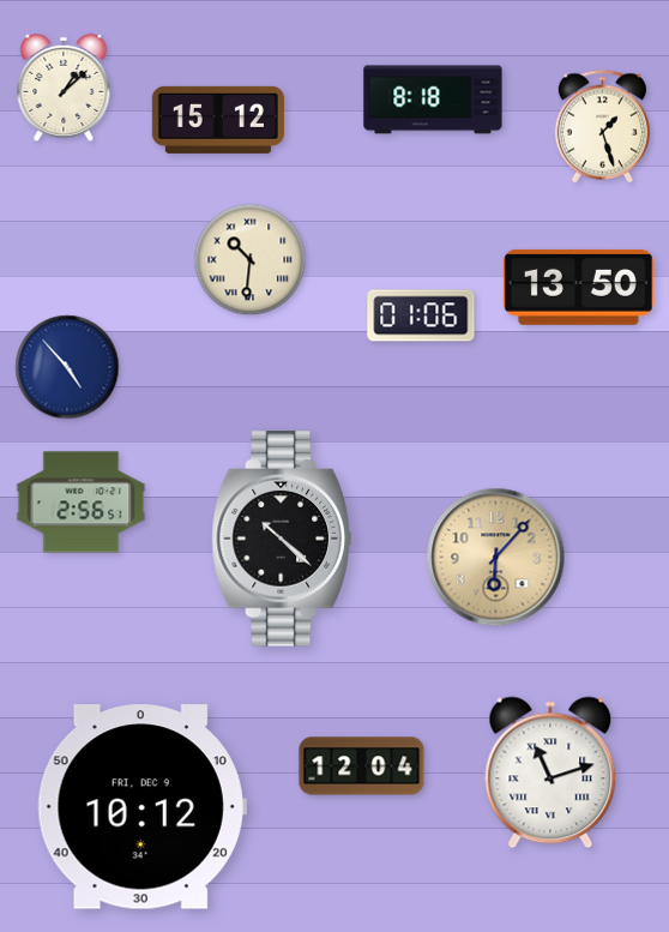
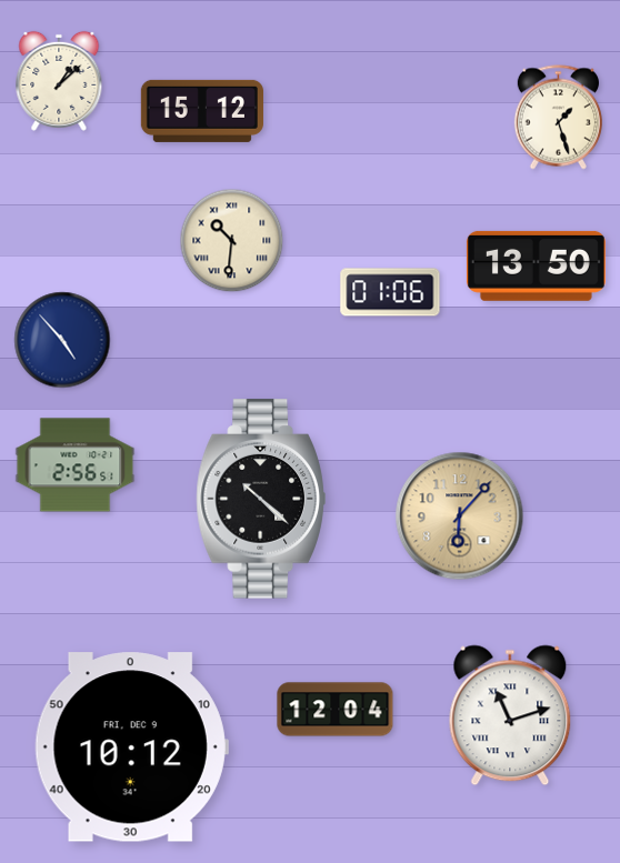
clock at (433, 100): 8:18 -> none
